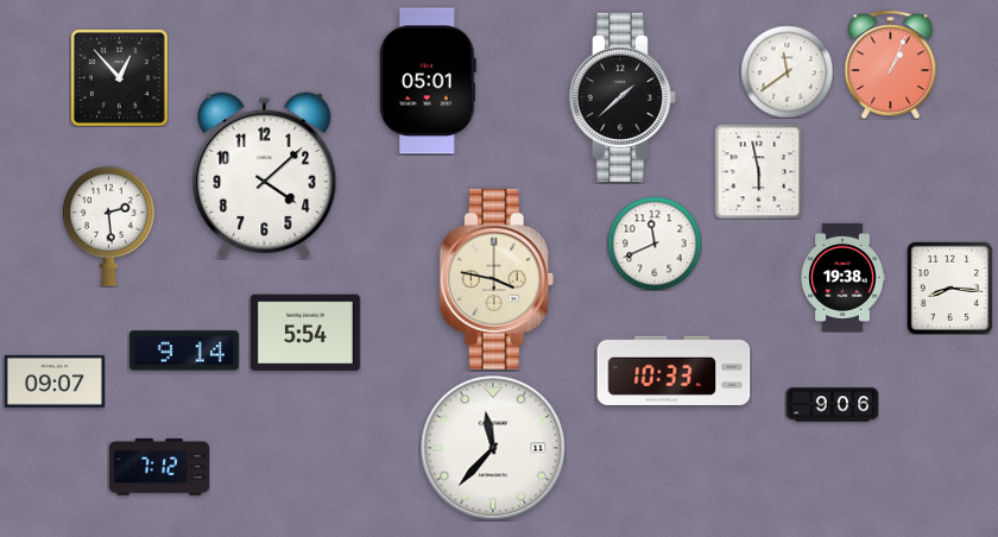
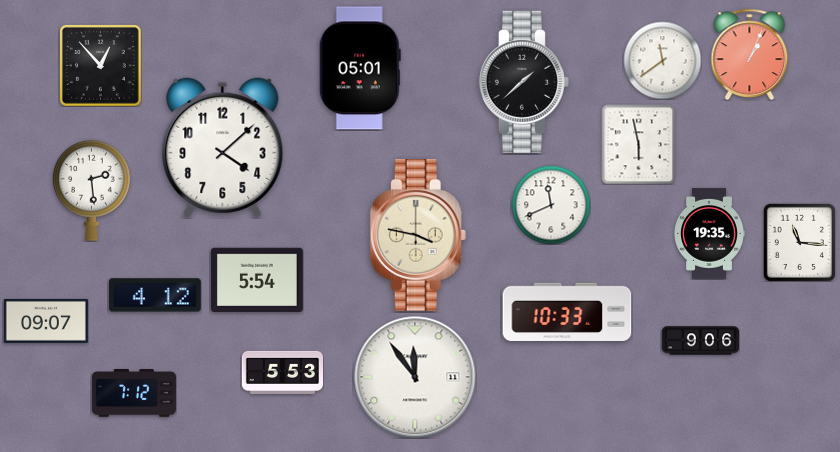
clock at (842, 278): 19:38 -> 19:35
clock at (949, 288): 8:16 -> 11:16
clock at (184, 350): 9:14 -> 4:12
clock at (282, 372): none -> 5:53
clock at (493, 448): 11:37 -> 11:54
